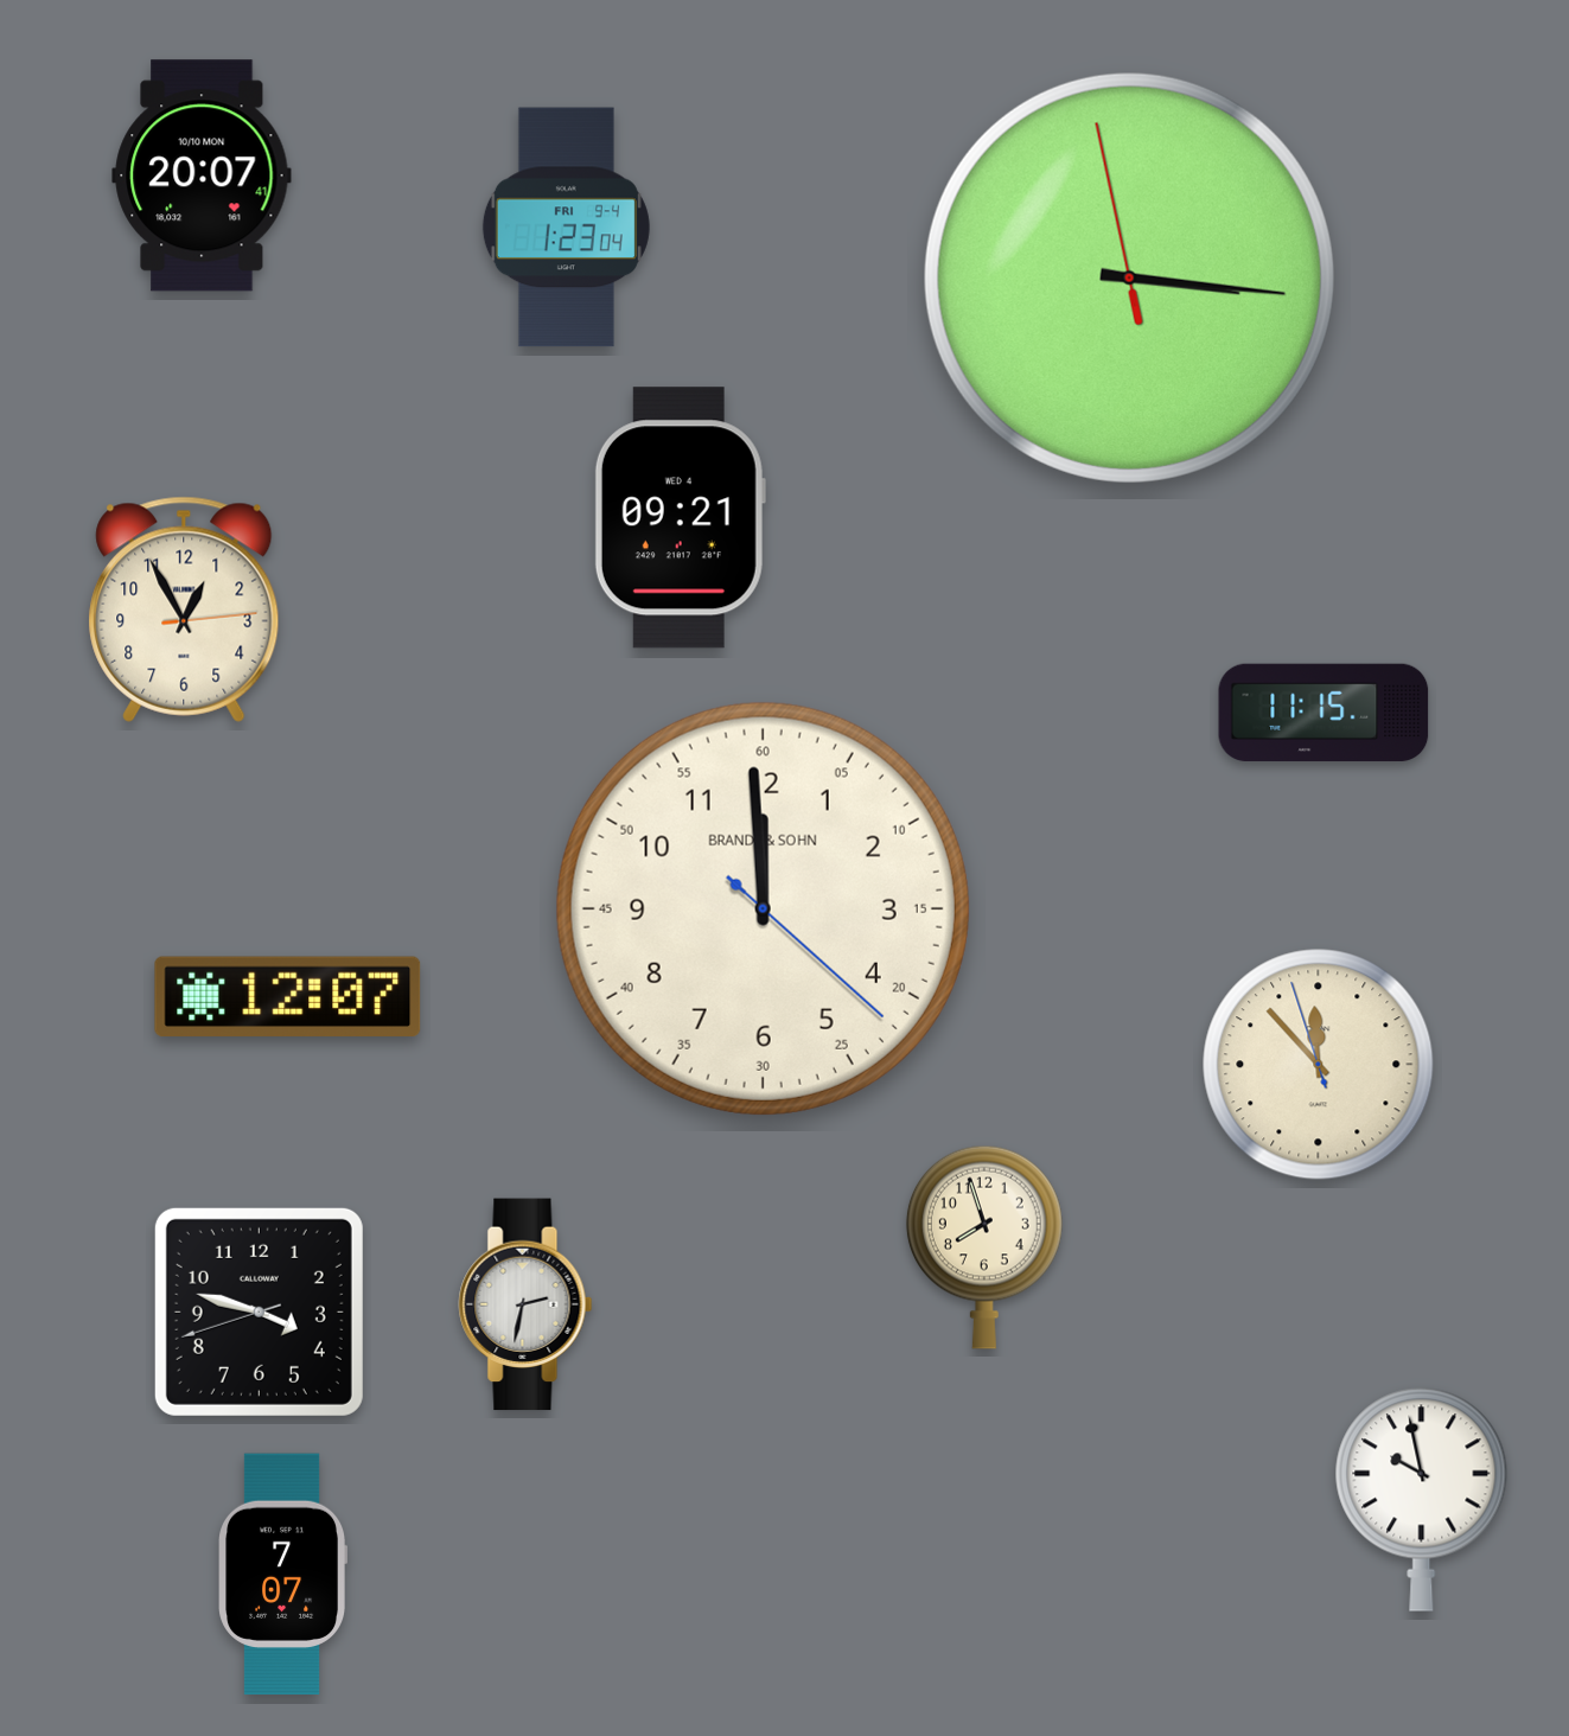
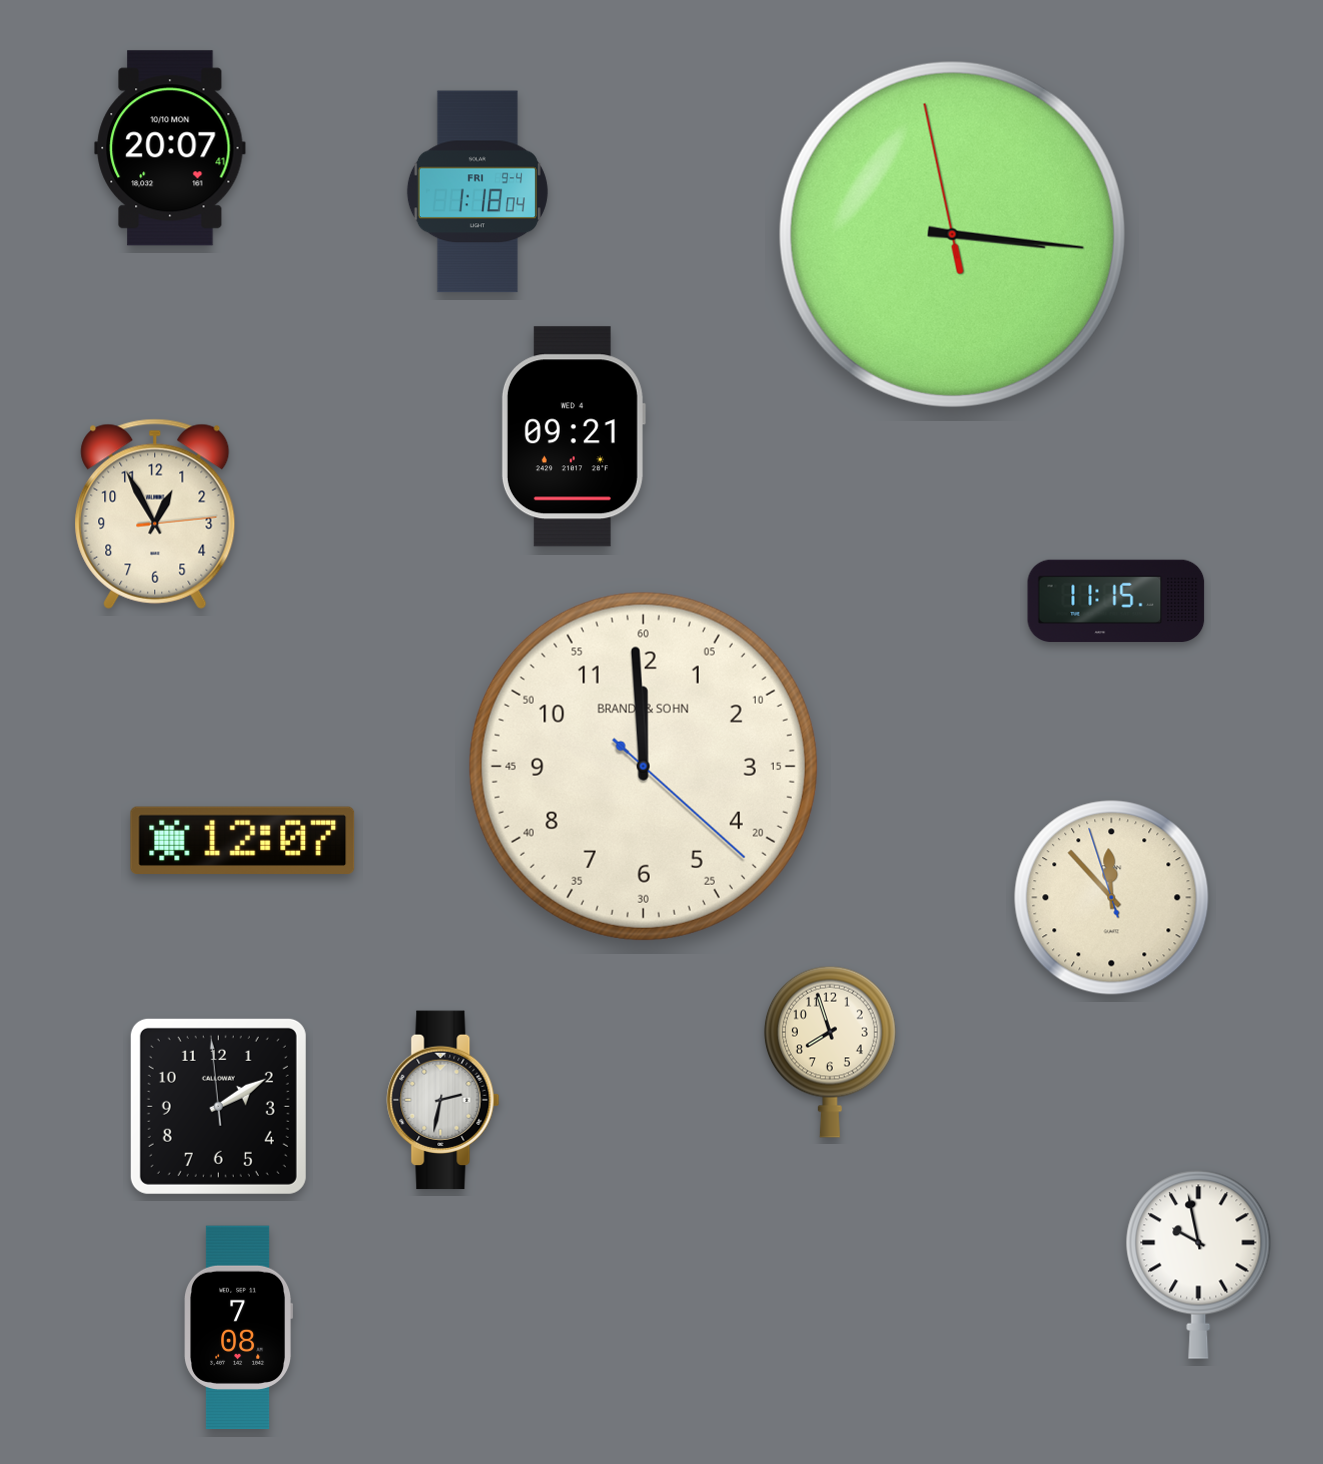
clock at (566, 228): 1:23 -> 1:18
clock at (259, 1311): 3:47 -> 2:09
clock at (282, 1575): 7:07 -> 7:08
